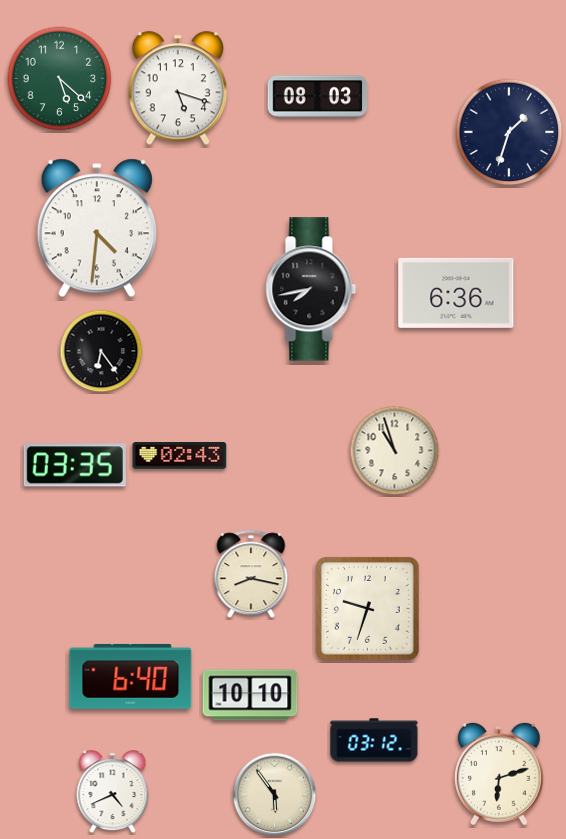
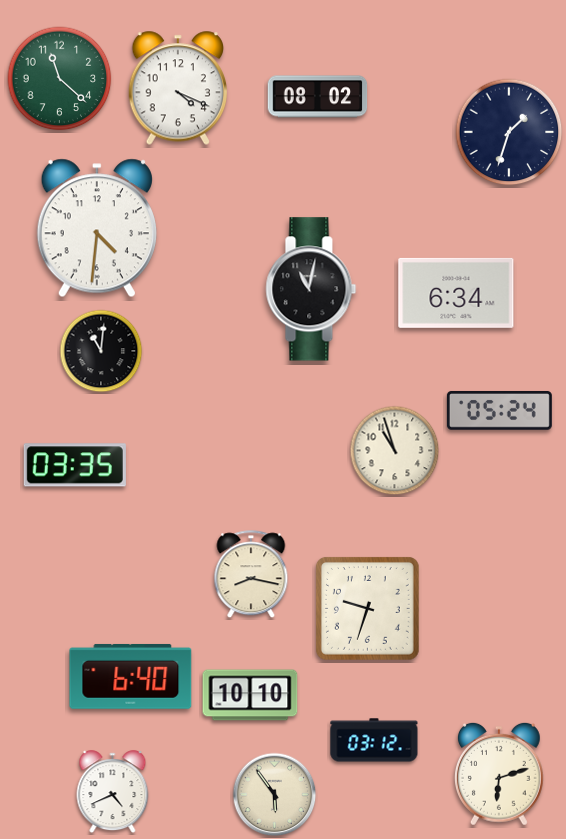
clock at (60, 79): 5:22 -> 11:22
clock at (177, 88): 5:18 -> 4:19
clock at (318, 97): 08:03 -> 08:02
clock at (311, 289): 7:43 -> 11:02
clock at (456, 293): 6:36 -> 6:34
clock at (101, 351): 6:24 -> 11:01
clock at (499, 411): none -> 05:24
clock at (180, 456): 02:43 -> none
